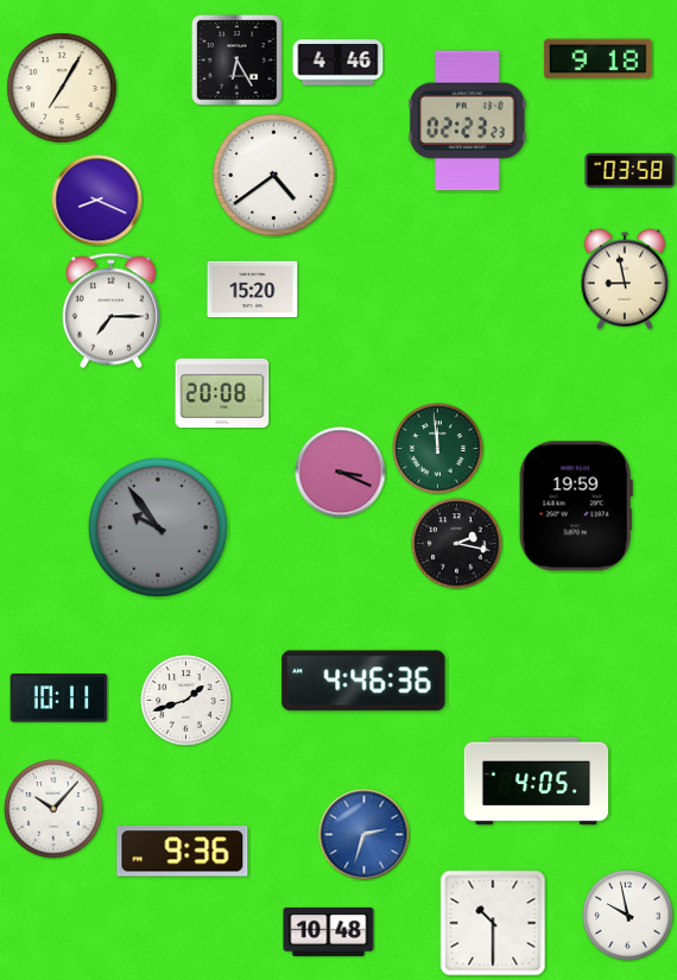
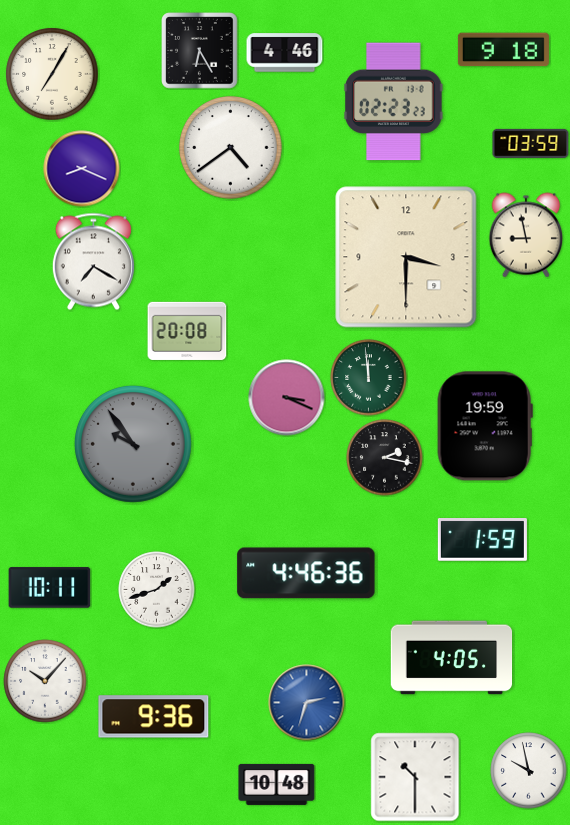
clock at (631, 170): 03:58 -> 03:59
clock at (253, 290): 15:20 -> none
clock at (406, 257): none -> 3:30
clock at (110, 311): 7:15 -> 7:20
clock at (482, 540): none -> 1:59
